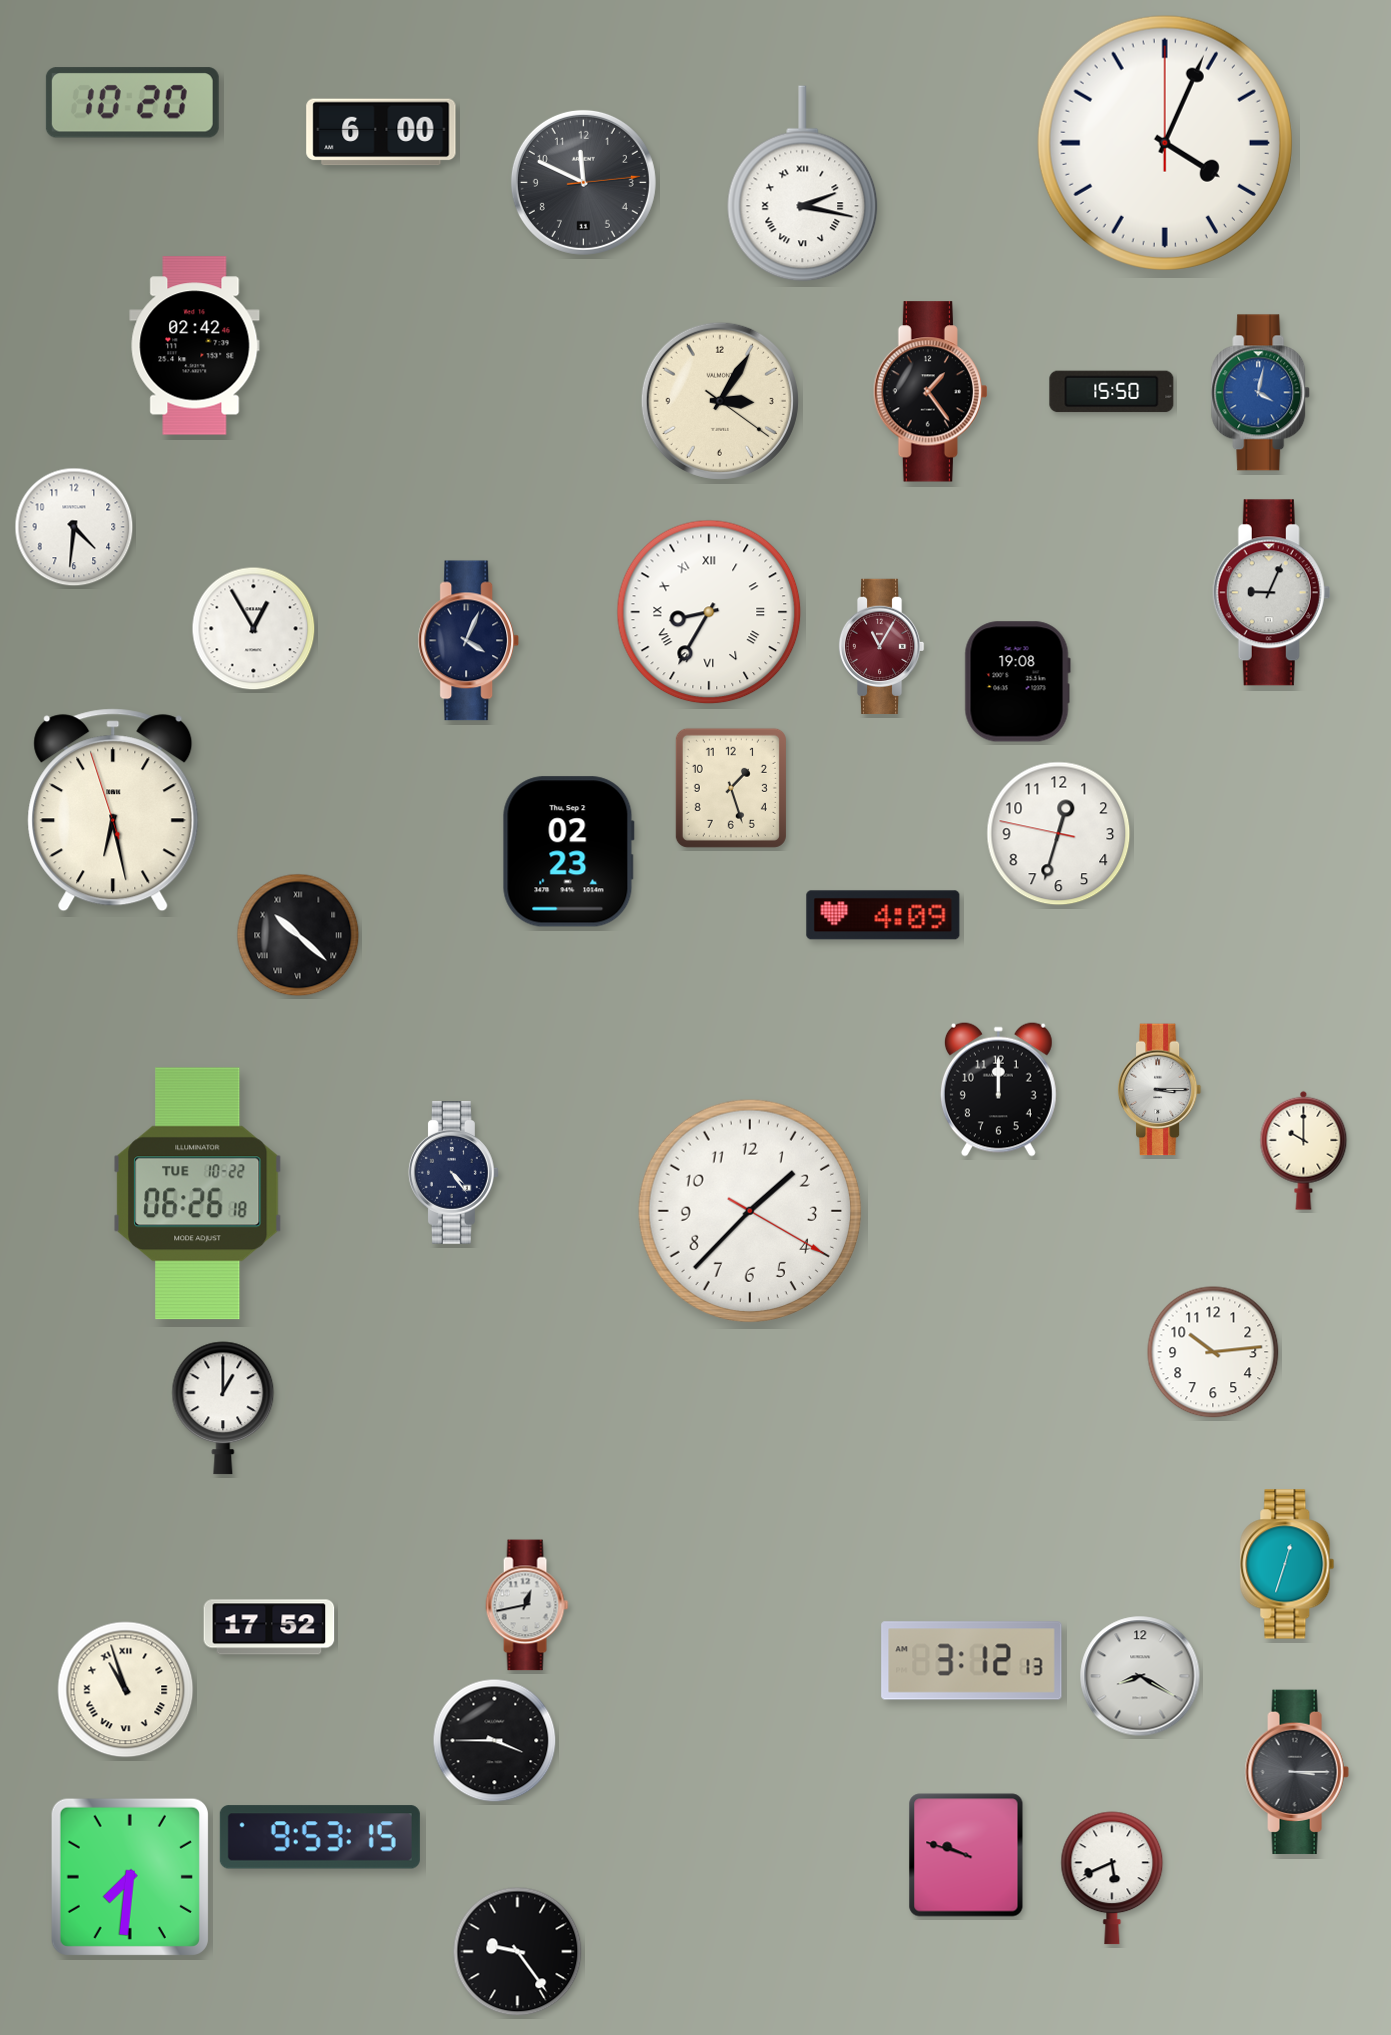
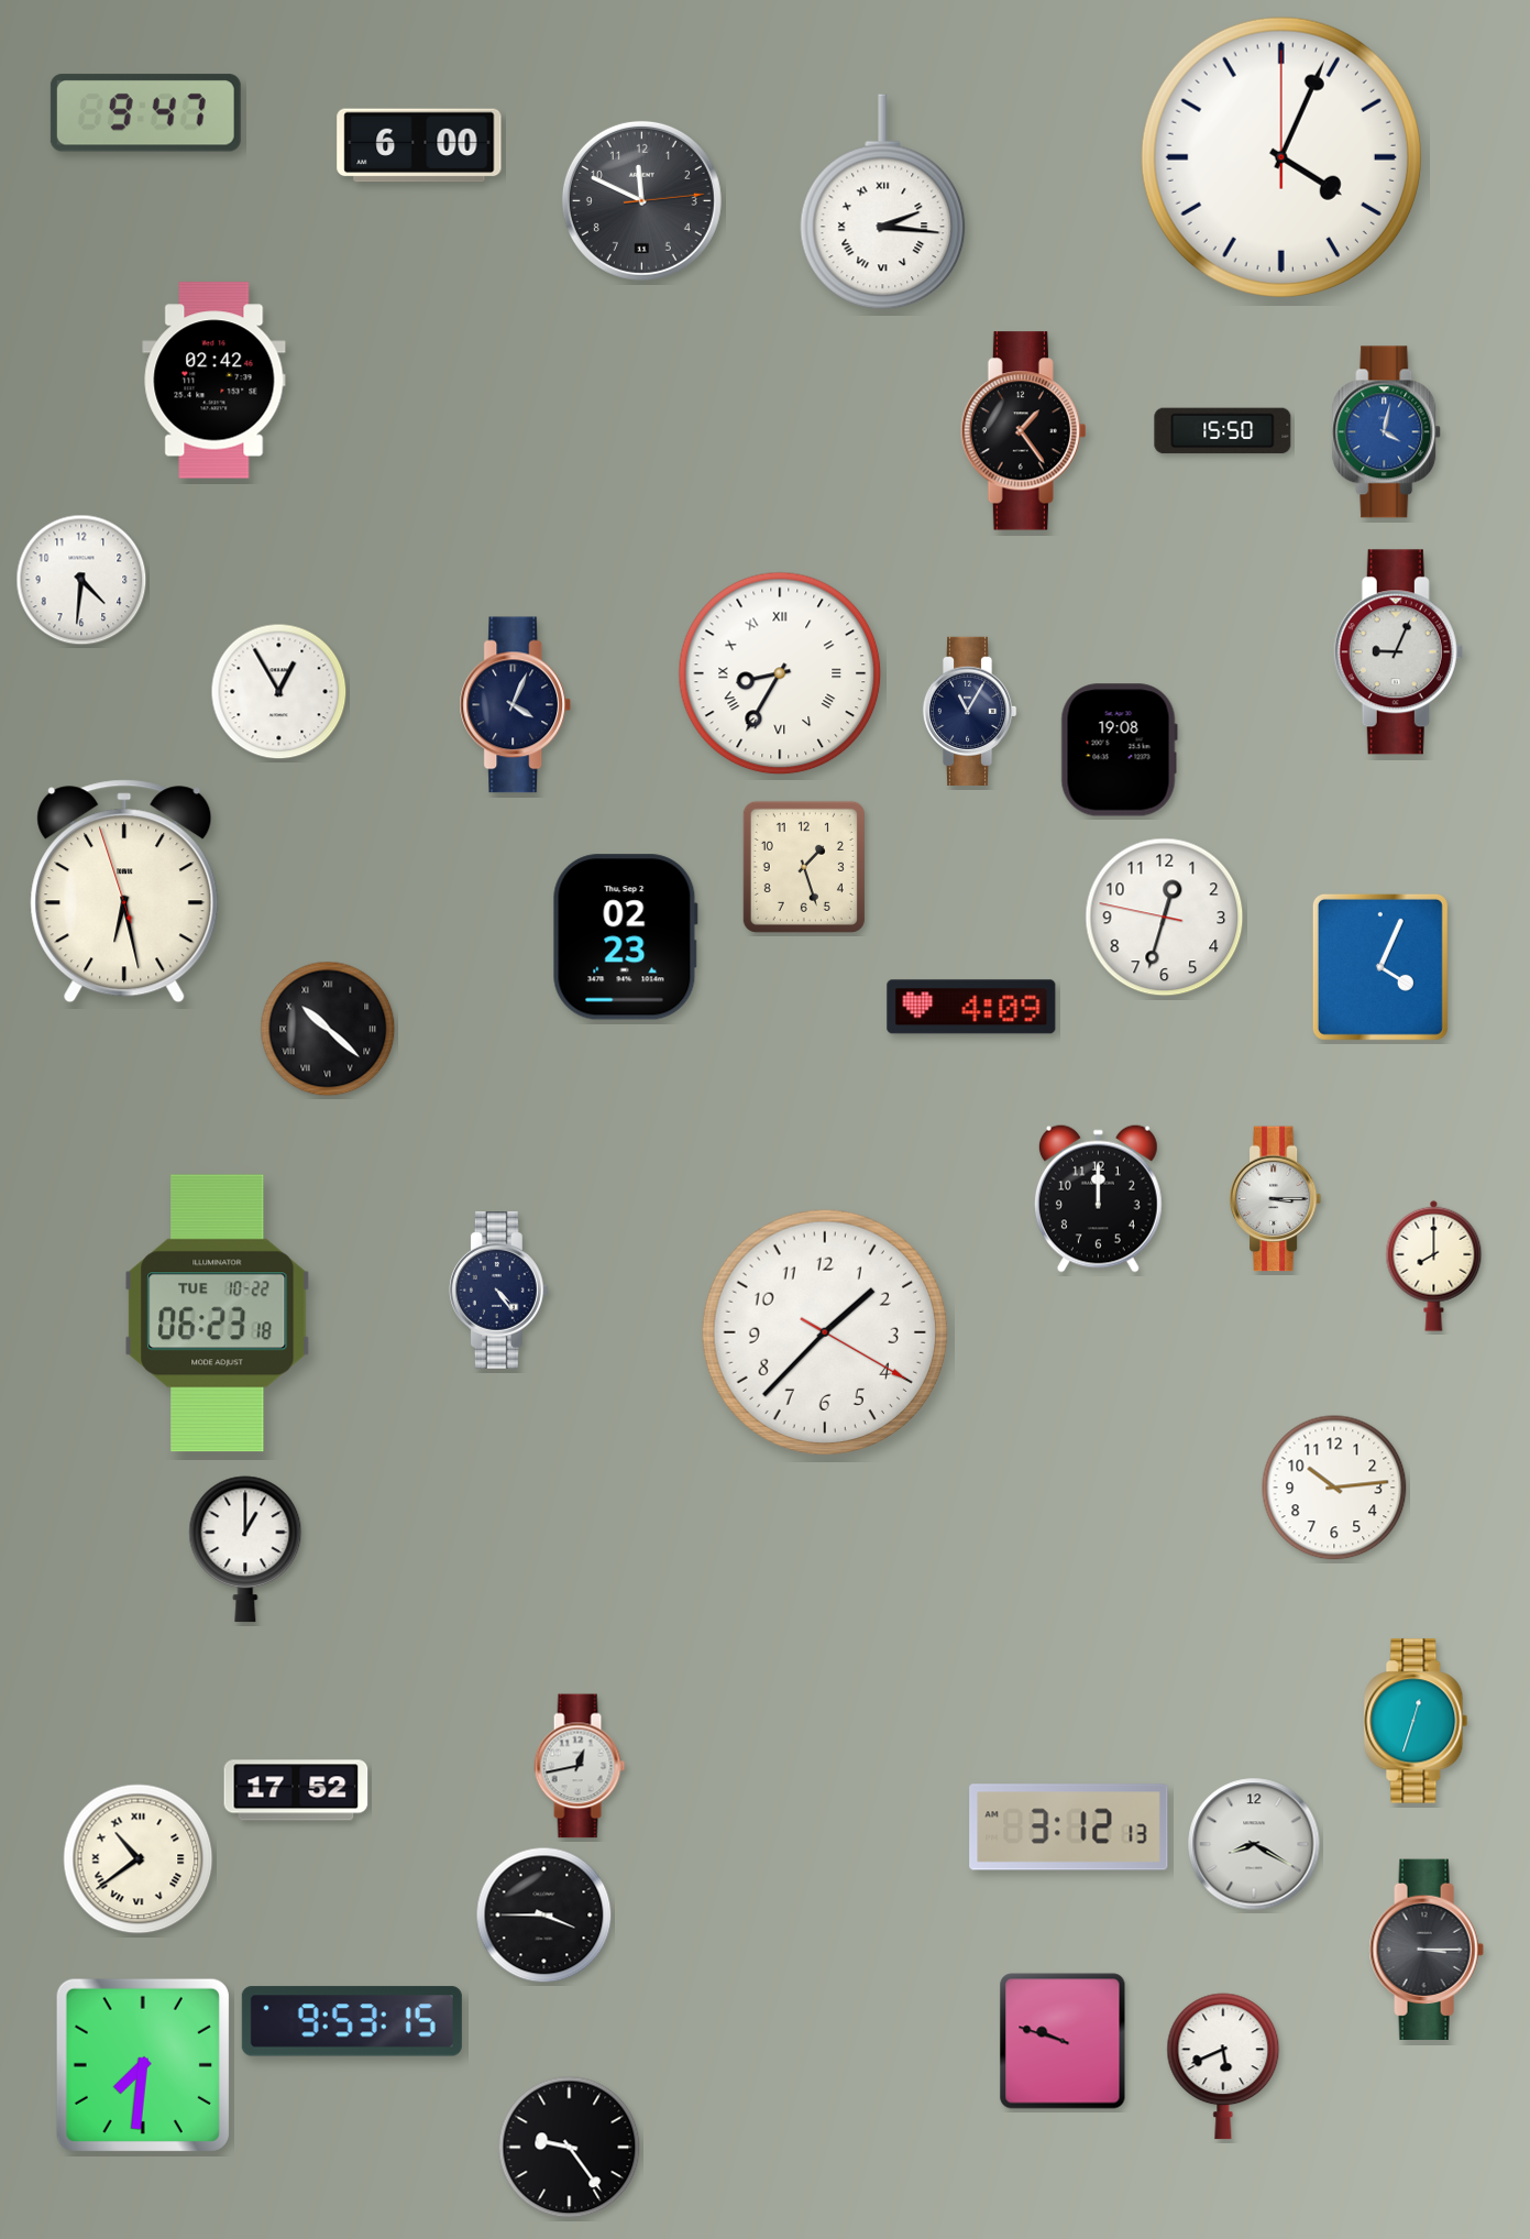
clock at (132, 103): 10:20 -> 9:47
clock at (803, 184): 2:17 -> 2:16
clock at (720, 401): 3:05 -> none
clock at (881, 646) dial: burgundy -> navy
clock at (1380, 967): none -> 4:04
clock at (1304, 1150): 10:00 -> 8:00
clock at (198, 1194): 06:26 -> 06:23
clock at (126, 1690): 10:57 -> 10:39
